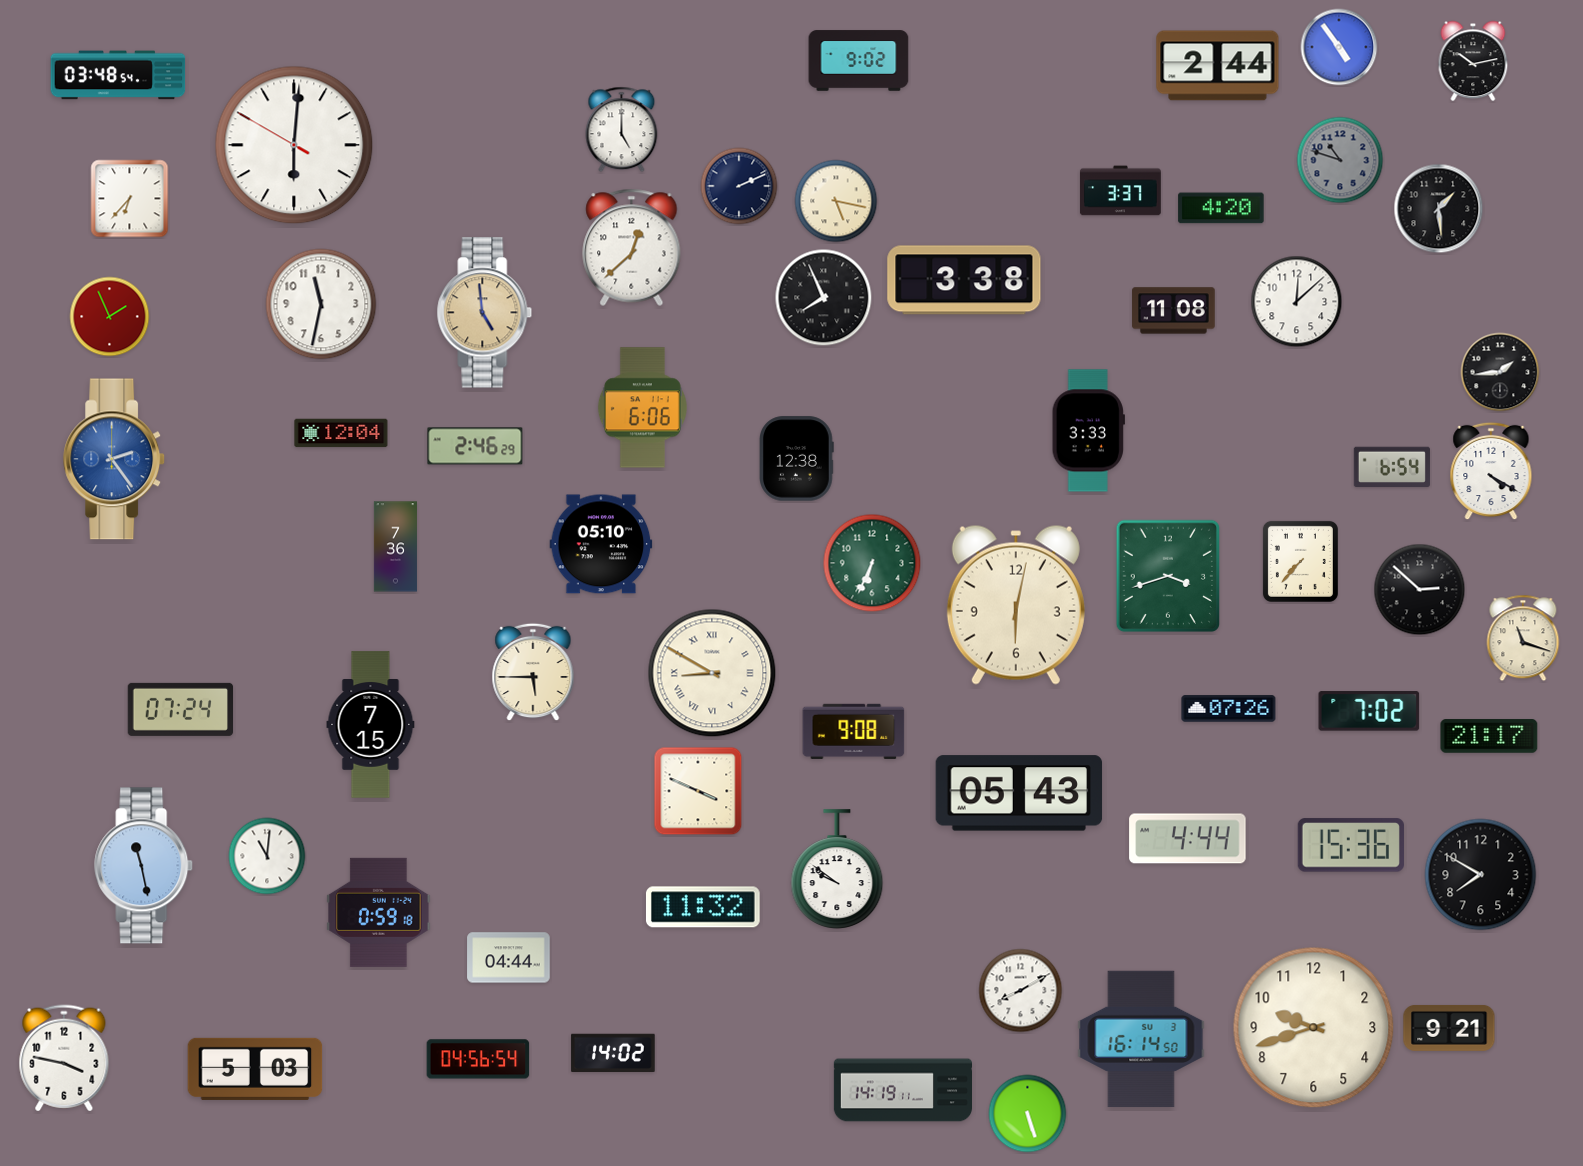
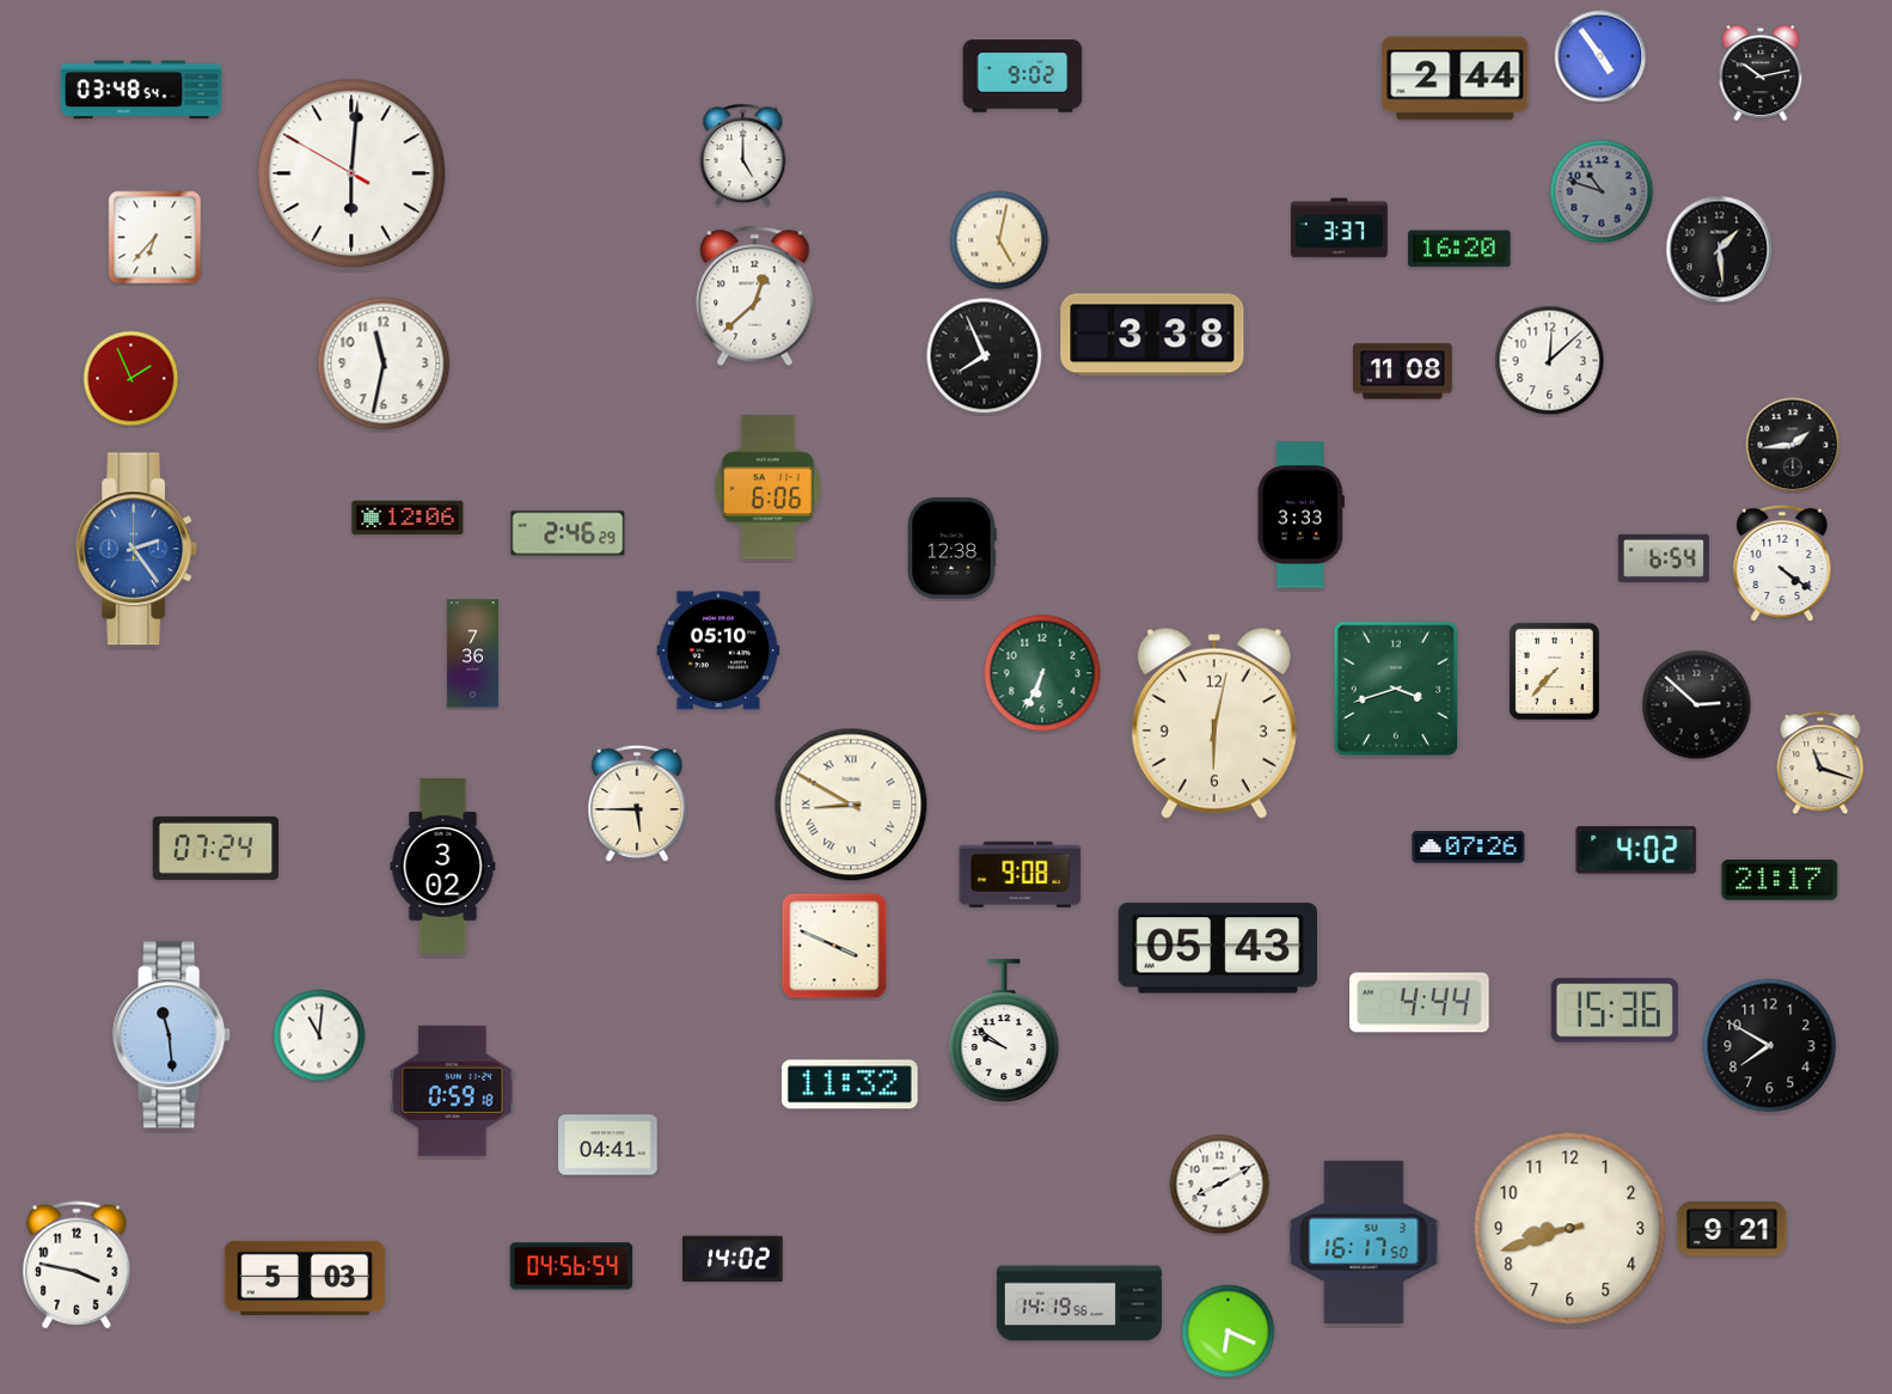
clock at (859, 61) position: (859, 61) -> (1023, 77)
clock at (739, 186): 2:11 -> none
clock at (836, 201): 5:17 -> 5:02
clock at (1221, 208): 4:20 -> 16:20
clock at (485, 313): 4:59 -> none
clock at (341, 433): 12:04 -> 12:06
clock at (1491, 471): 4:20 -> 4:21
clock at (1369, 711): 7:02 -> 4:02
clock at (371, 725): 7:15 -> 3:02
clock at (267, 856) position: (267, 856) -> (319, 1035)
clock at (144, 866): 11:28 -> 11:29
clock at (837, 869) position: (837, 869) -> (1004, 1031)
clock at (703, 907) position: (703, 907) -> (850, 1084)
clock at (509, 958): 04:44 -> 04:41
clock at (1314, 1028): 9:42 -> 8:42
clock at (1141, 1039): 16:14 -> 16:17
clock at (902, 1090): 14:19:11 -> 14:19:56
clock at (1028, 1114): 5:27 -> 6:19
